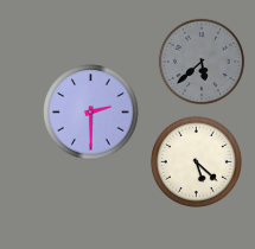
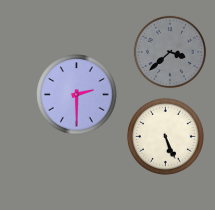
clock at (202, 62): 5:38 -> 3:38
clock at (196, 161): 5:22 -> 5:26
